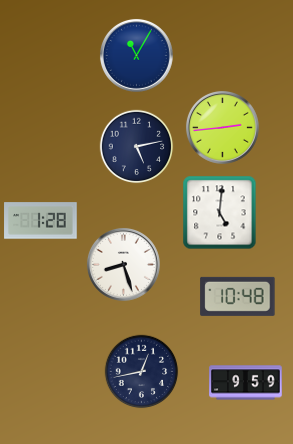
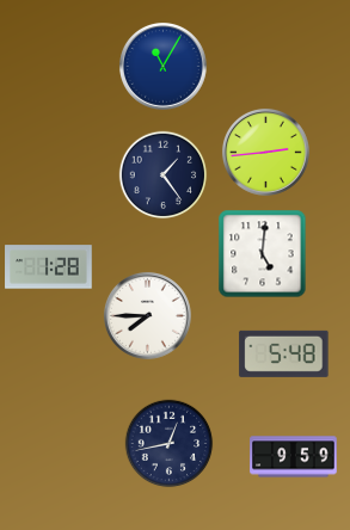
clock at (137, 147): 5:13 -> 1:24
clock at (41, 221) position: (41, 221) -> (49, 267)
clock at (123, 264): 8:27 -> 7:45
clock at (238, 296): 10:48 -> 5:48
